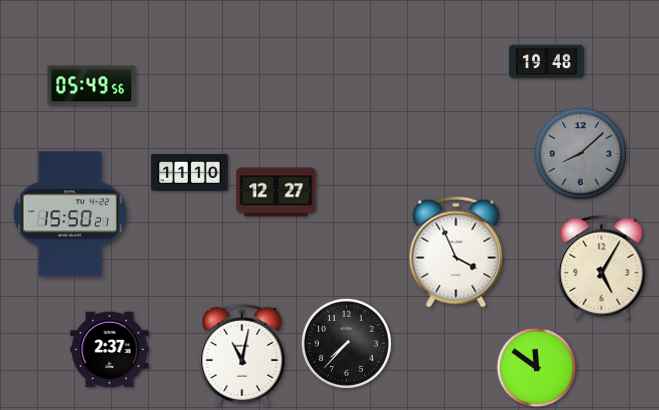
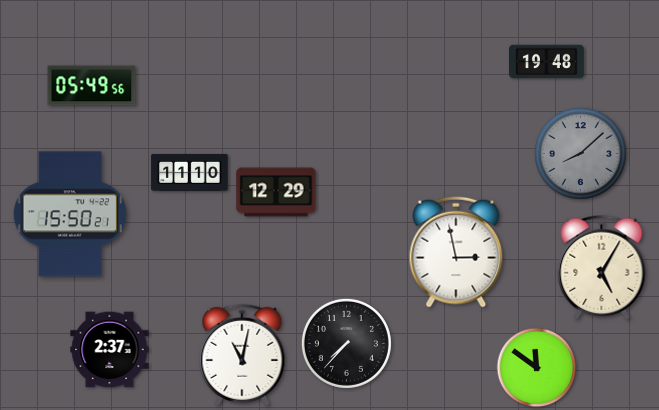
clock at (276, 192): 12:27 -> 12:29
clock at (456, 252): 3:56 -> 2:58
